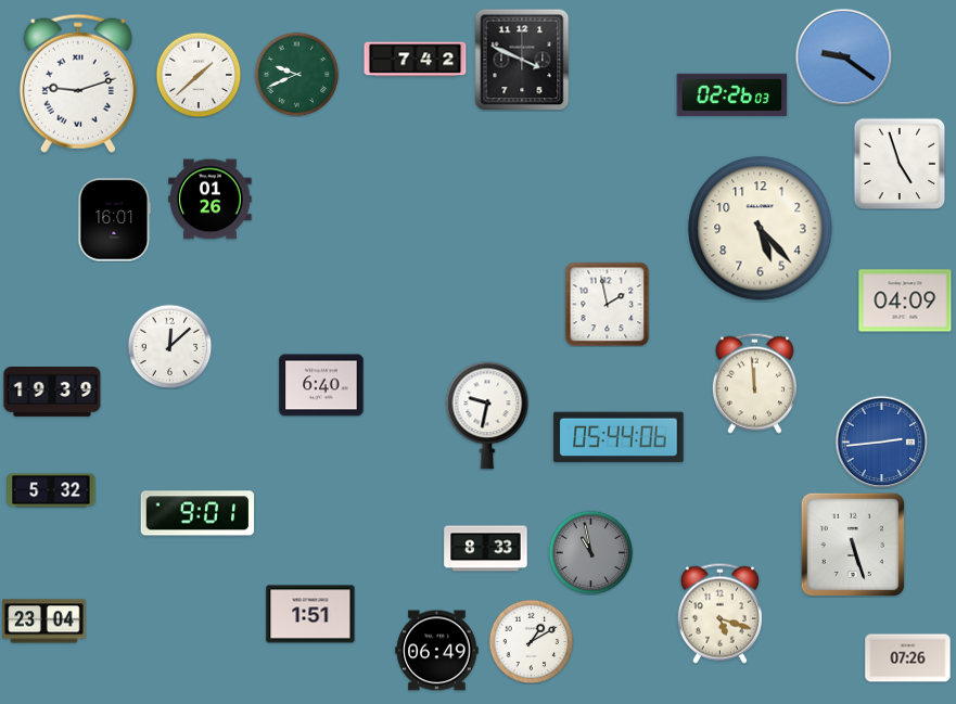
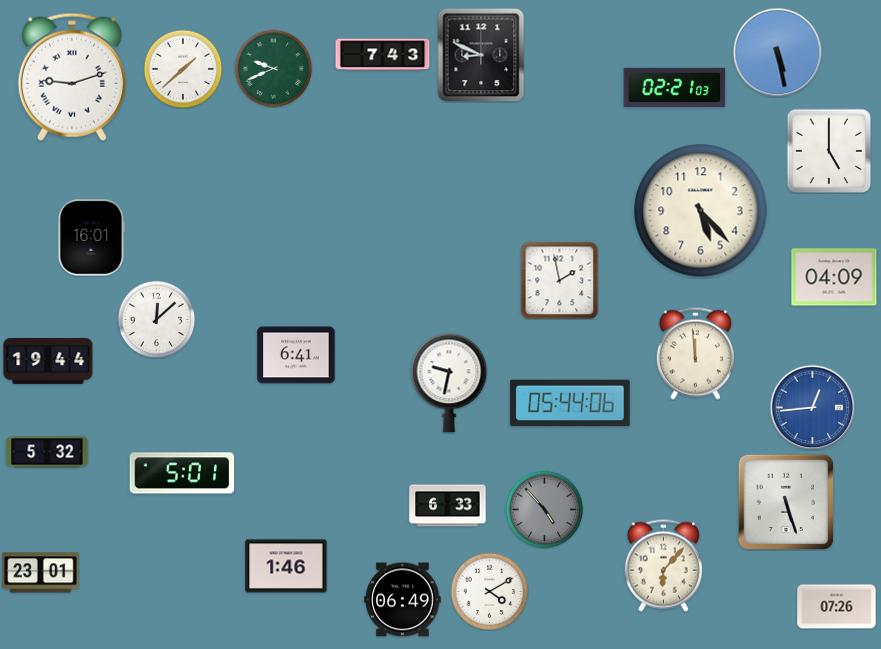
clock at (843, 56): 9:21 -> 5:28
clock at (416, 60): 7:42 -> 7:43
clock at (522, 60): 3:49 -> 8:49
clock at (732, 94): 02:26 -> 02:21
clock at (900, 164): 4:57 -> 5:00
clock at (211, 200): 01:26 -> none
clock at (115, 220) position: (115, 220) -> (92, 238)
clock at (321, 385): 6:40 -> 6:41
clock at (52, 392): 19:39 -> 19:44
clock at (881, 441): 2:44 -> 12:44
clock at (197, 513): 9:01 -> 5:01
clock at (486, 549): 8:33 -> 6:33
clock at (590, 552): 10:58 -> 4:53
clock at (719, 613): 5:18 -> 6:07
clock at (310, 614): 1:51 -> 1:46
clock at (44, 622): 23:04 -> 23:01
clock at (531, 641): 1:10 -> 4:10
